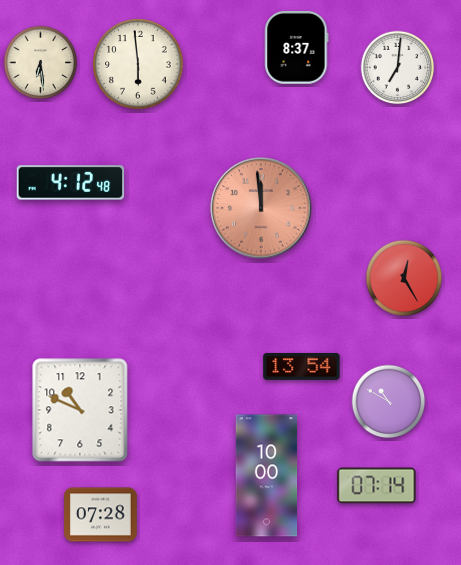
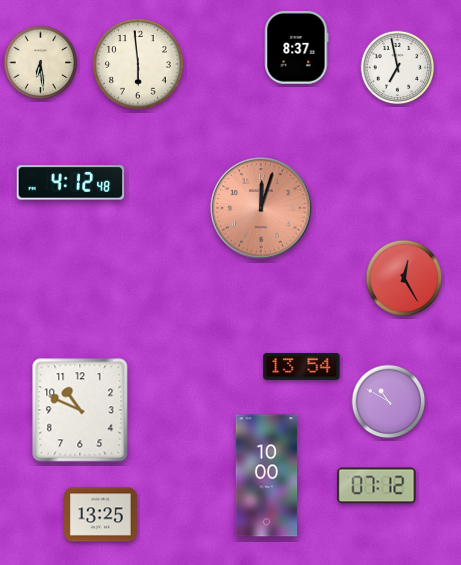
clock at (398, 68): 7:01 -> 6:58
clock at (261, 208): 11:59 -> 12:03
clock at (377, 486): 07:14 -> 07:12
clock at (101, 515): 07:28 -> 13:25
